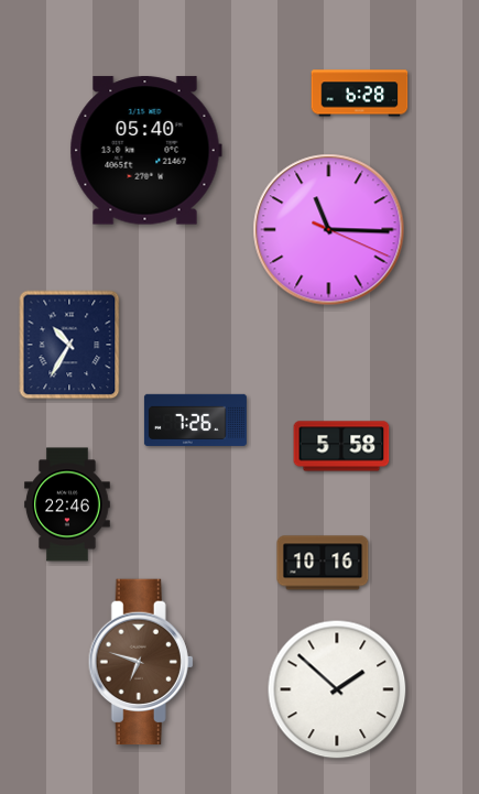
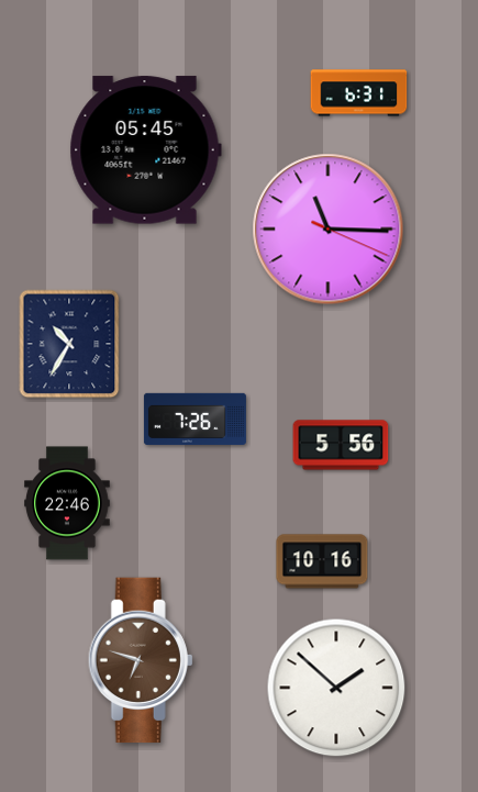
clock at (360, 94): 6:28 -> 6:31
clock at (145, 151): 05:40 -> 05:45
clock at (341, 446): 5:58 -> 5:56
